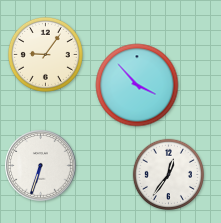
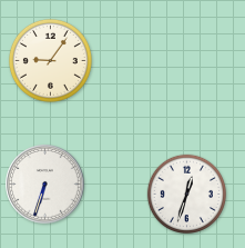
clock at (137, 85): 3:53 -> none
clock at (168, 174): 12:36 -> 12:33
